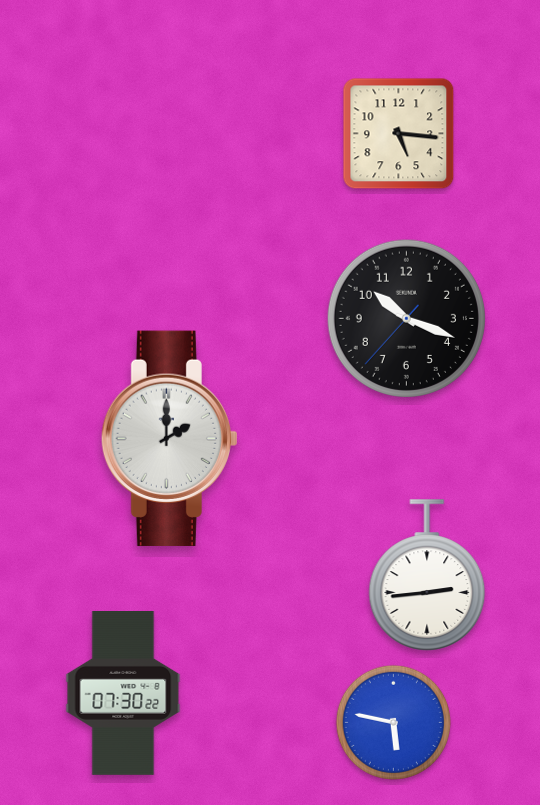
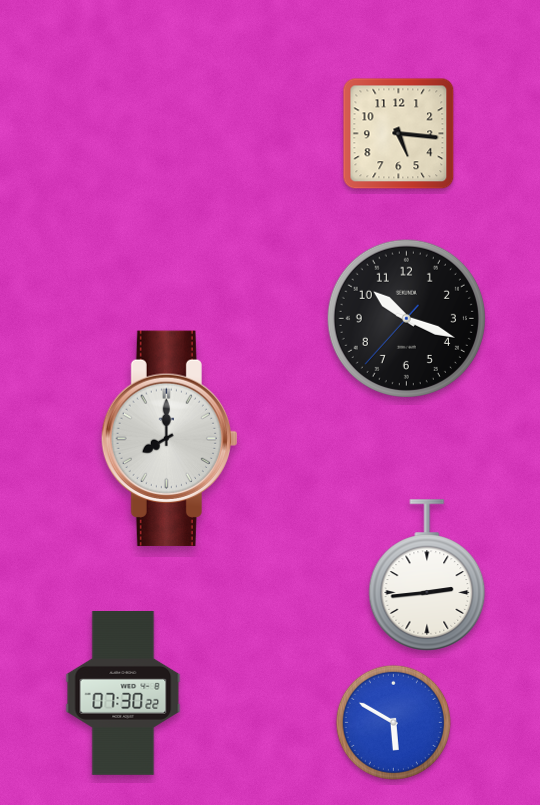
clock at (169, 438): 2:00 -> 8:00
clock at (393, 722): 5:47 -> 5:50
